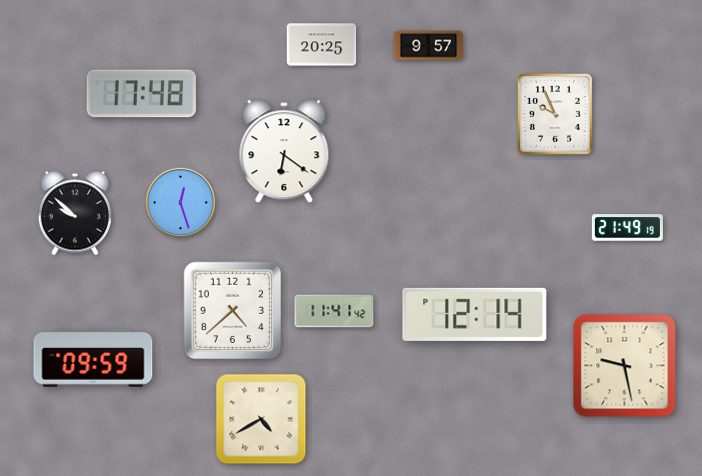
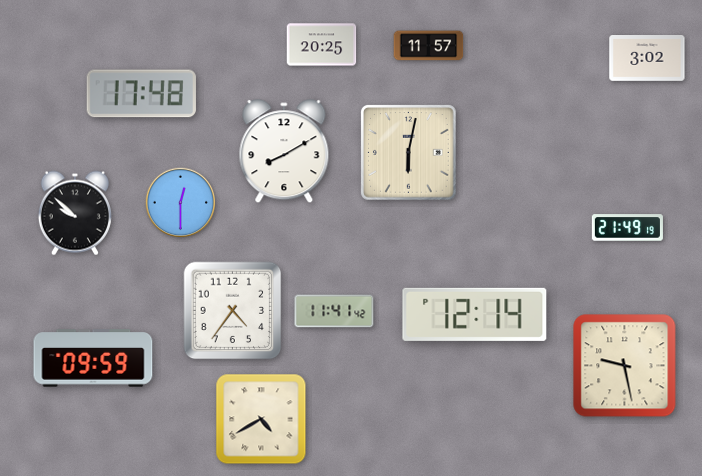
clock at (429, 46): 9:57 -> 11:57
clock at (647, 59): none -> 3:02
clock at (556, 114): 9:56 -> none
clock at (284, 152): 6:21 -> 8:10
clock at (409, 153): none -> 6:02
clock at (181, 203): 12:27 -> 12:30
clock at (233, 311): 4:38 -> 4:36
